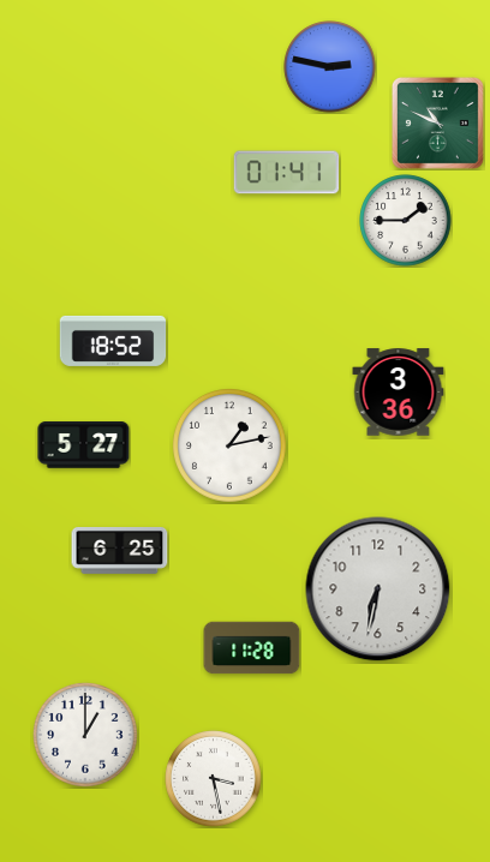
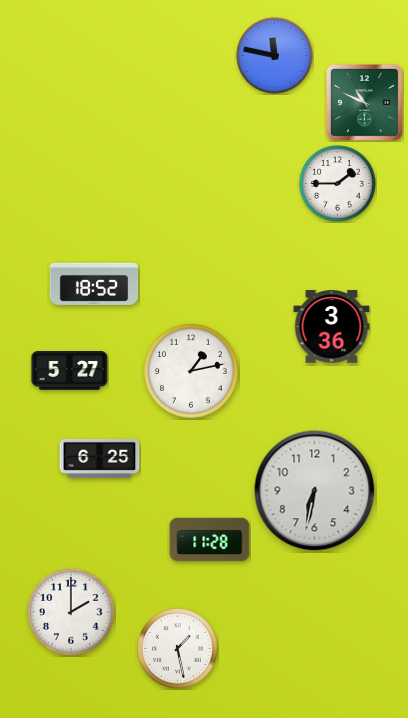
clock at (330, 67): 2:47 -> 11:47
clock at (287, 173): 01:41 -> none
clock at (85, 735): 1:00 -> 2:00
clock at (214, 779): 3:28 -> 1:28
